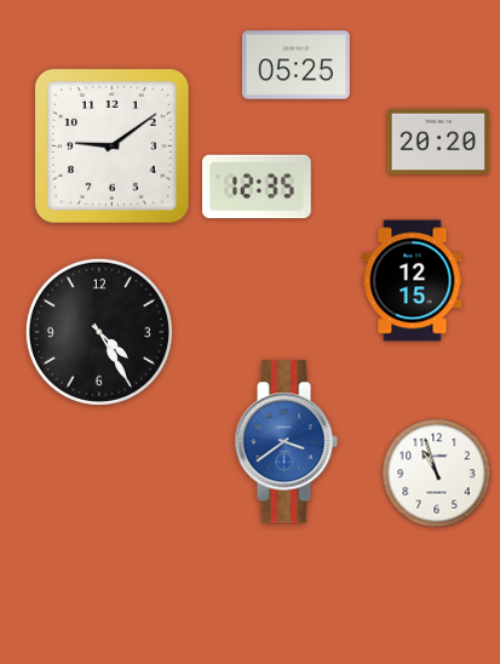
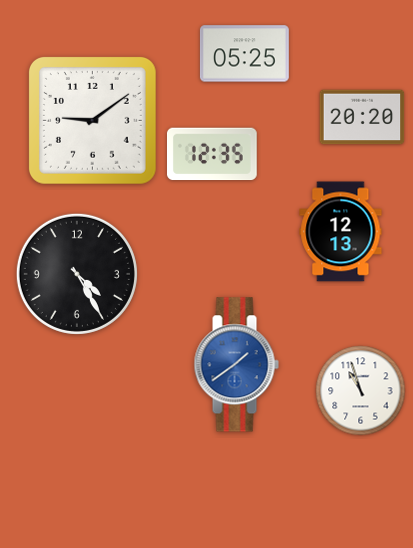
clock at (413, 281): 12:15 -> 12:13
clock at (99, 332) position: (99, 332) -> (77, 274)
clock at (286, 442): 3:39 -> 1:39
